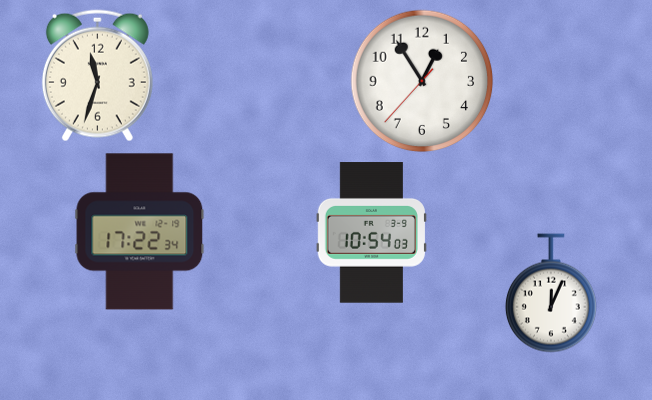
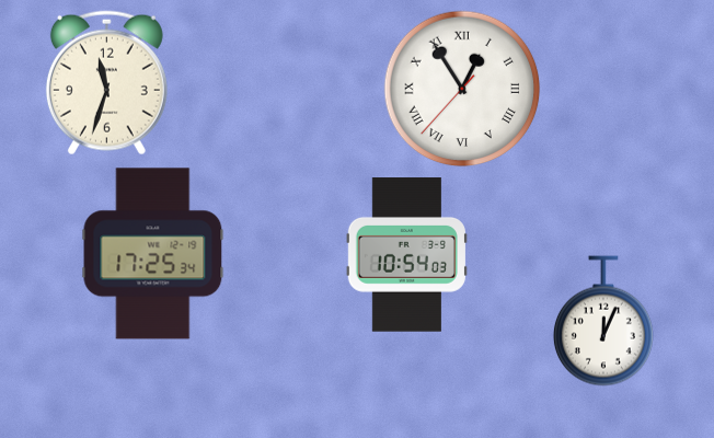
clock at (422, 81) numerals: Arabic -> Roman
clock at (140, 232): 17:22 -> 17:25
